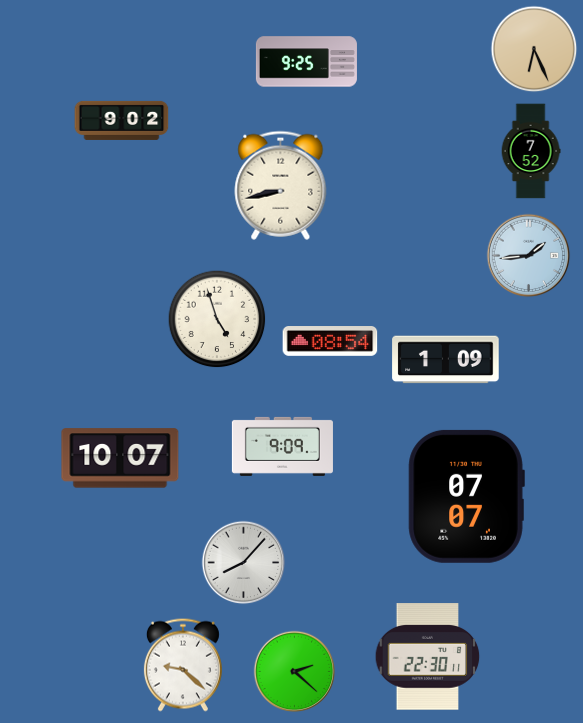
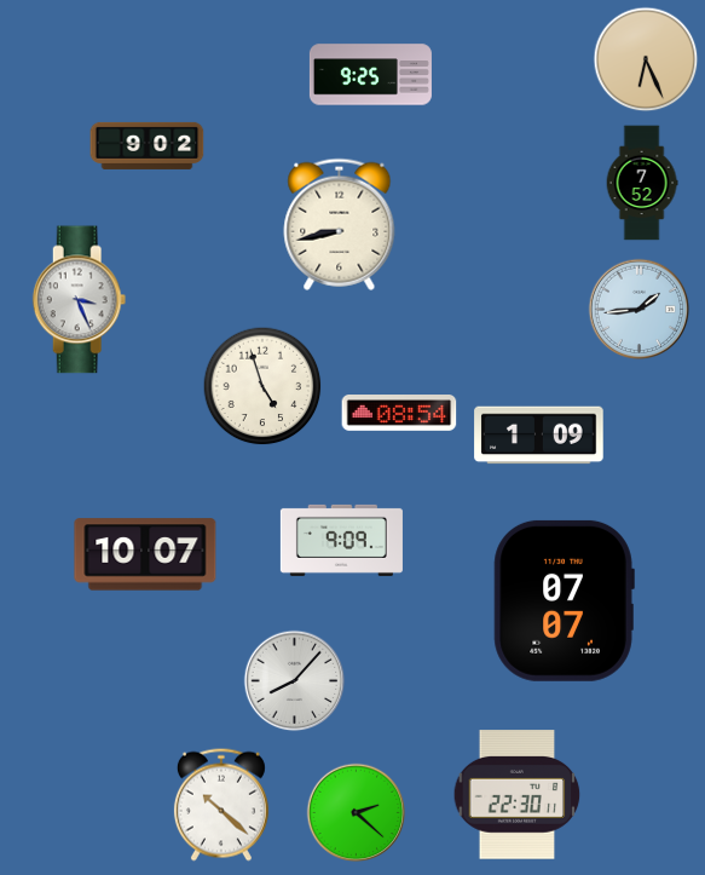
clock at (80, 300): none -> 3:26
clock at (183, 665): 9:22 -> 10:22
